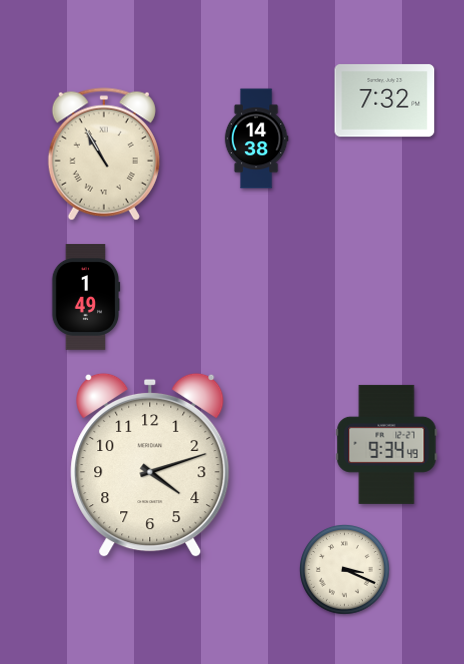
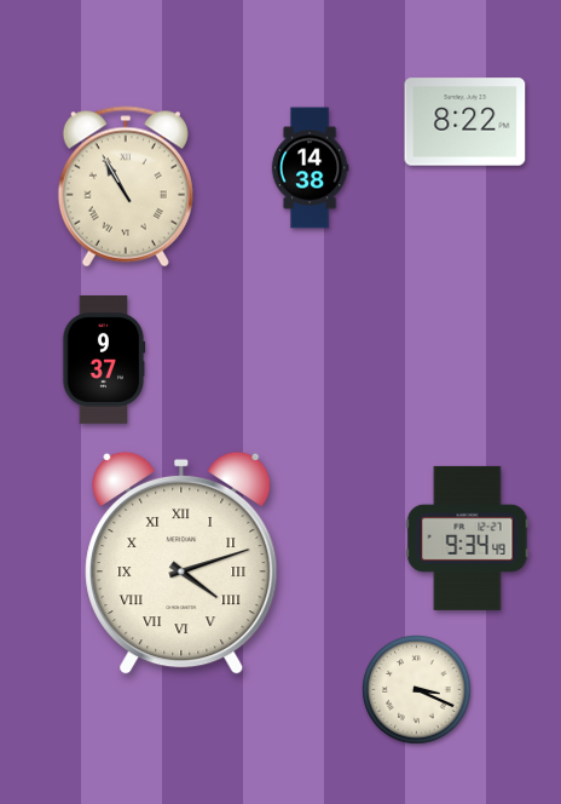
clock at (385, 101): 7:32 -> 8:22
clock at (86, 297): 1:49 -> 9:37
clock at (150, 465) numerals: Arabic -> Roman
